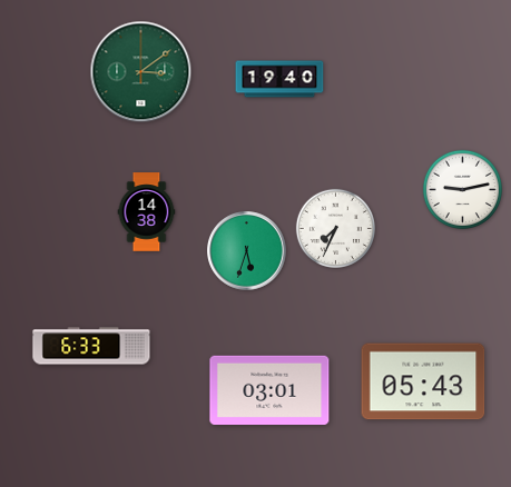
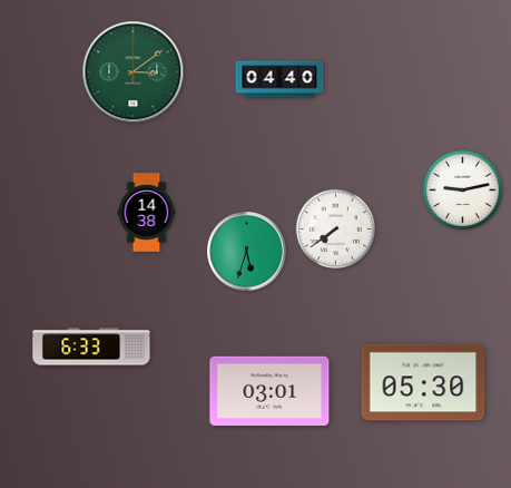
clock at (141, 72) position: (141, 72) -> (134, 72)
clock at (279, 79): 19:40 -> 04:40
clock at (335, 228): 7:34 -> 7:39
clock at (423, 381): 05:43 -> 05:30
